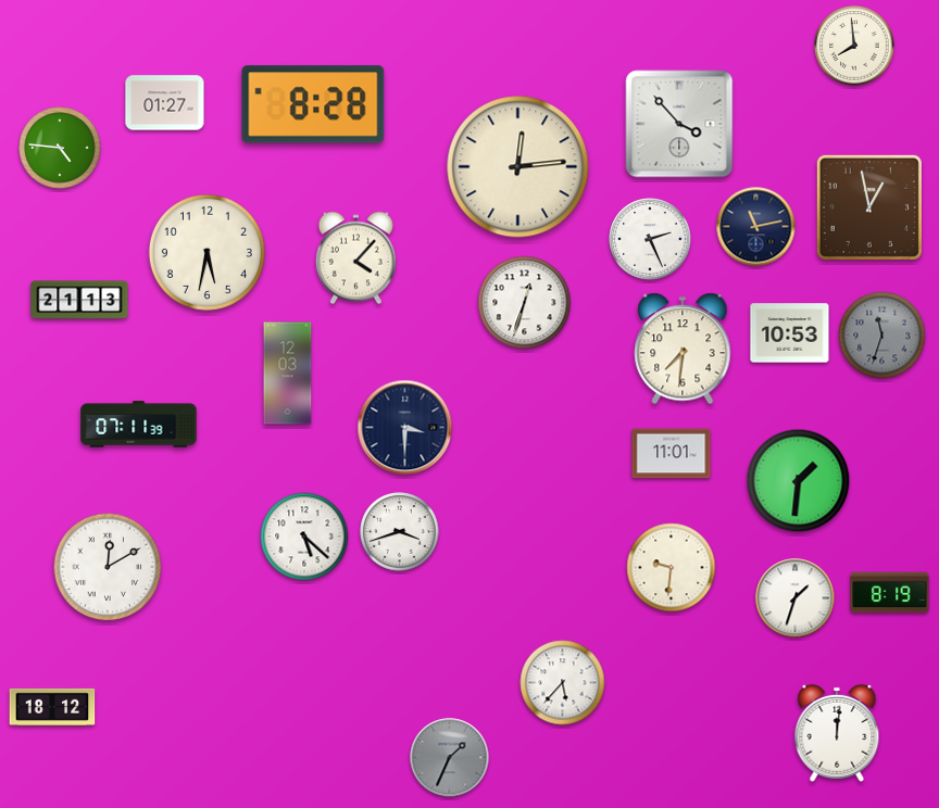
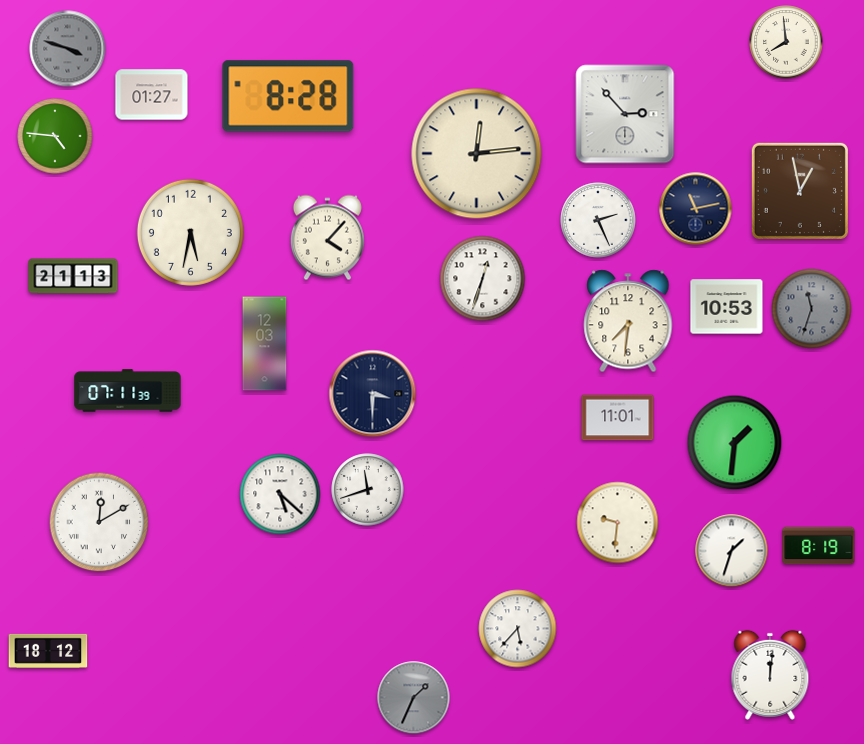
clock at (68, 49): none -> 3:48
clock at (679, 124): 3:53 -> 2:53
clock at (400, 532): 3:42 -> 11:42
